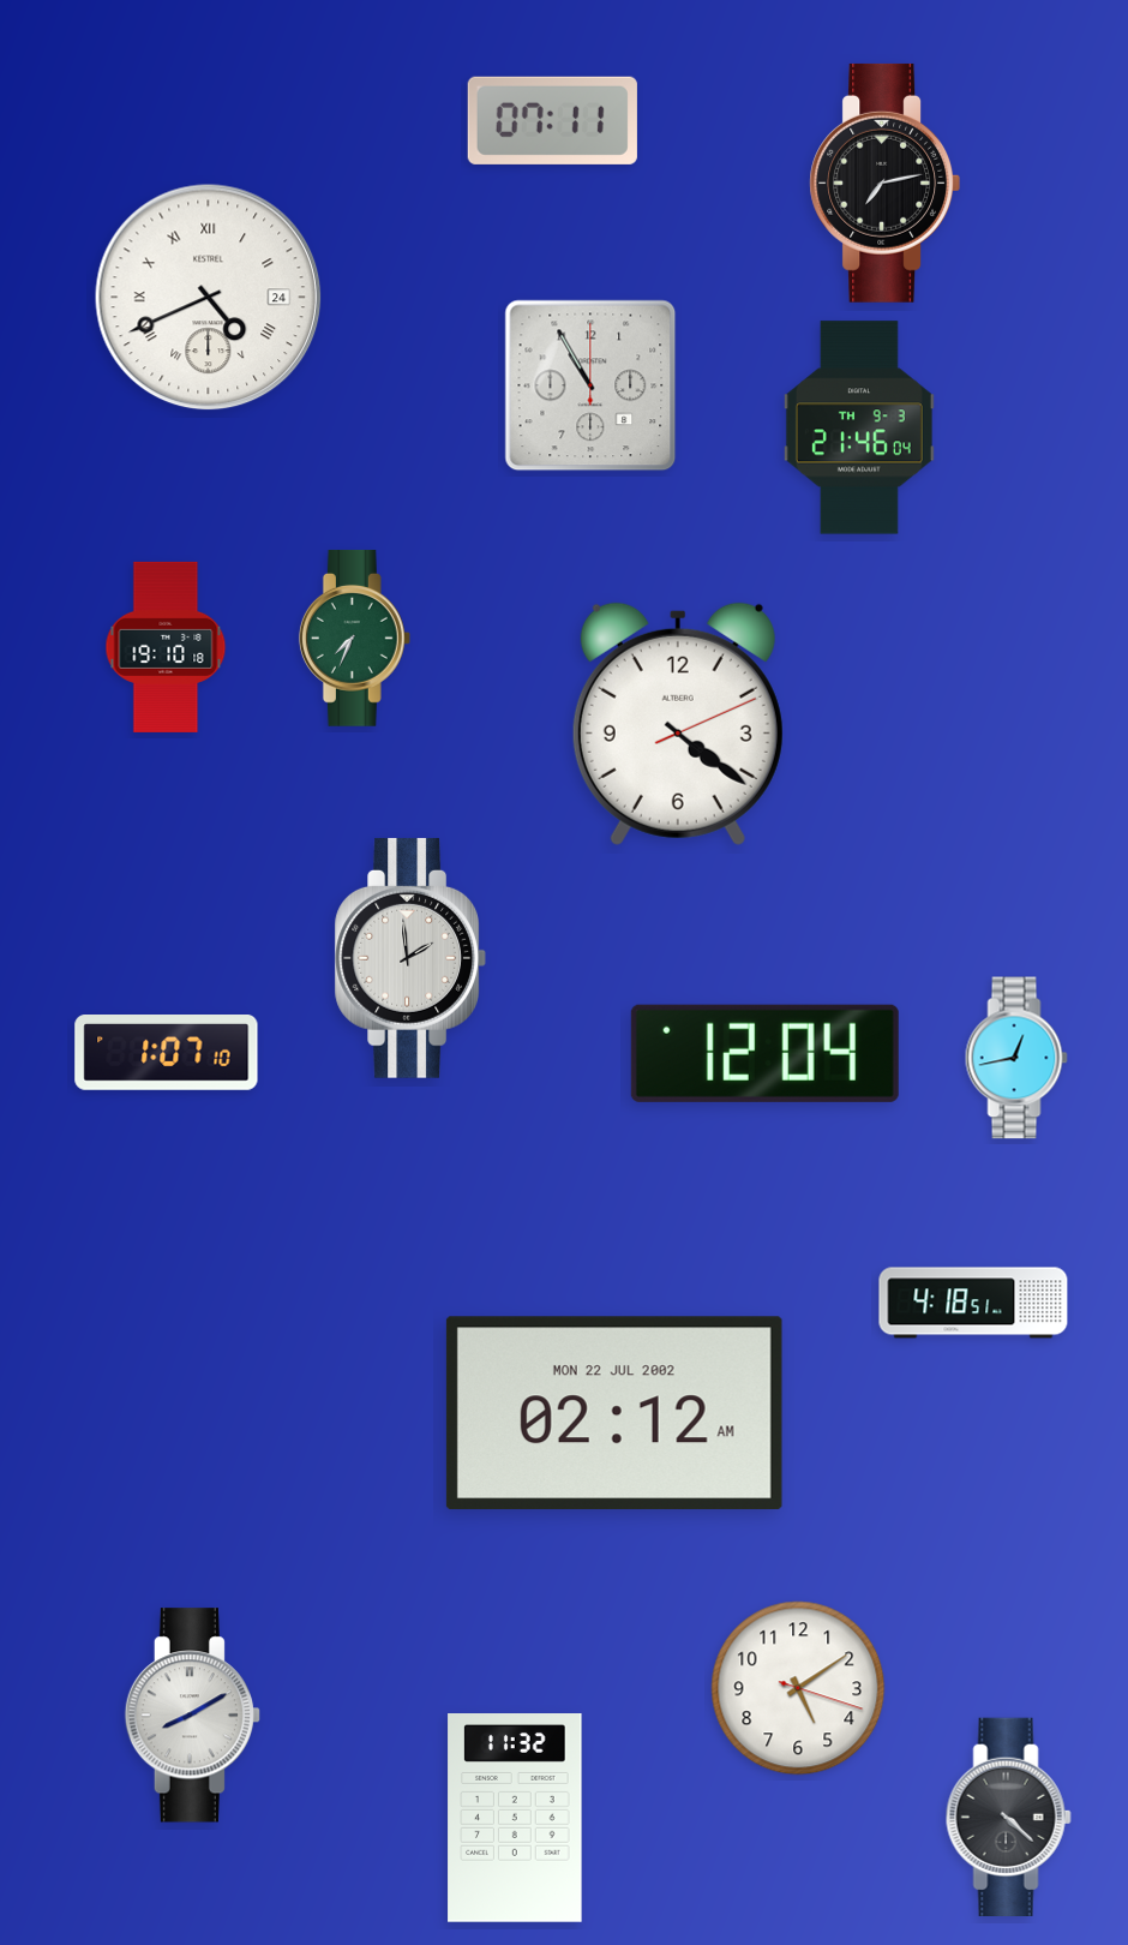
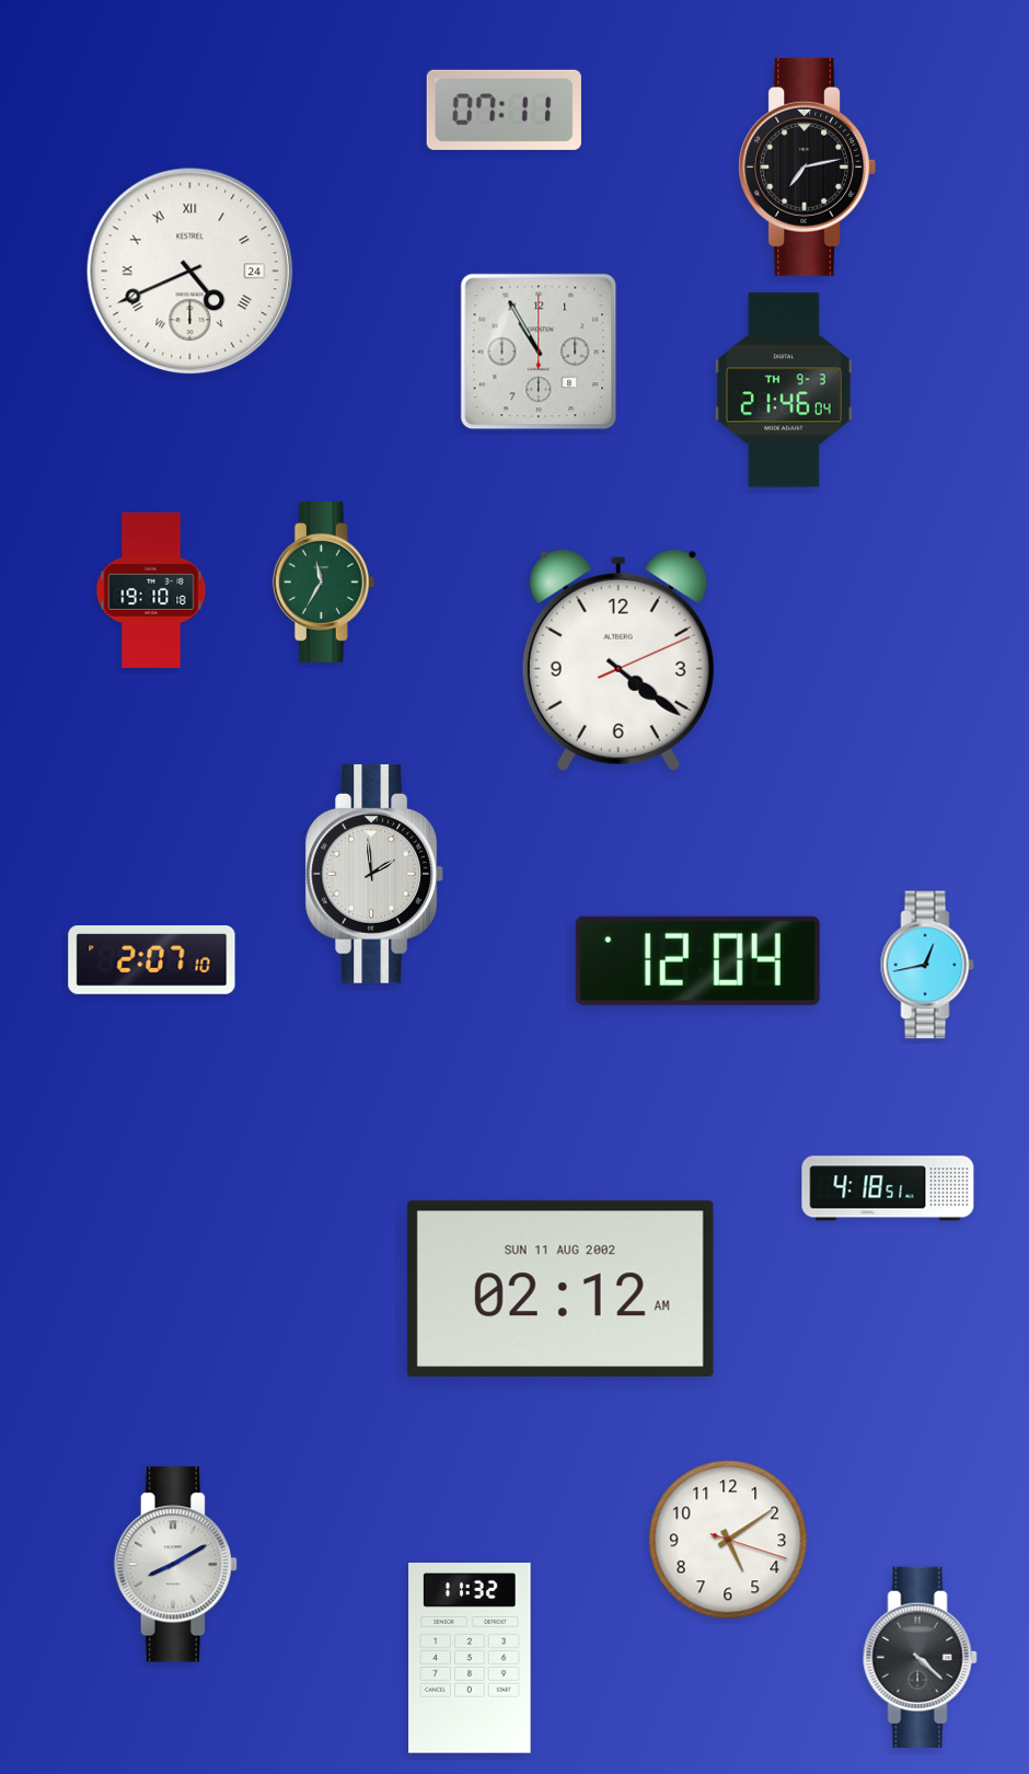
clock at (354, 638): 7:34 -> 11:35
clock at (167, 1053): 1:07 -> 2:07
clock at (614, 1413) date: MON 22 JUL 2002 -> SUN 11 AUG 2002
